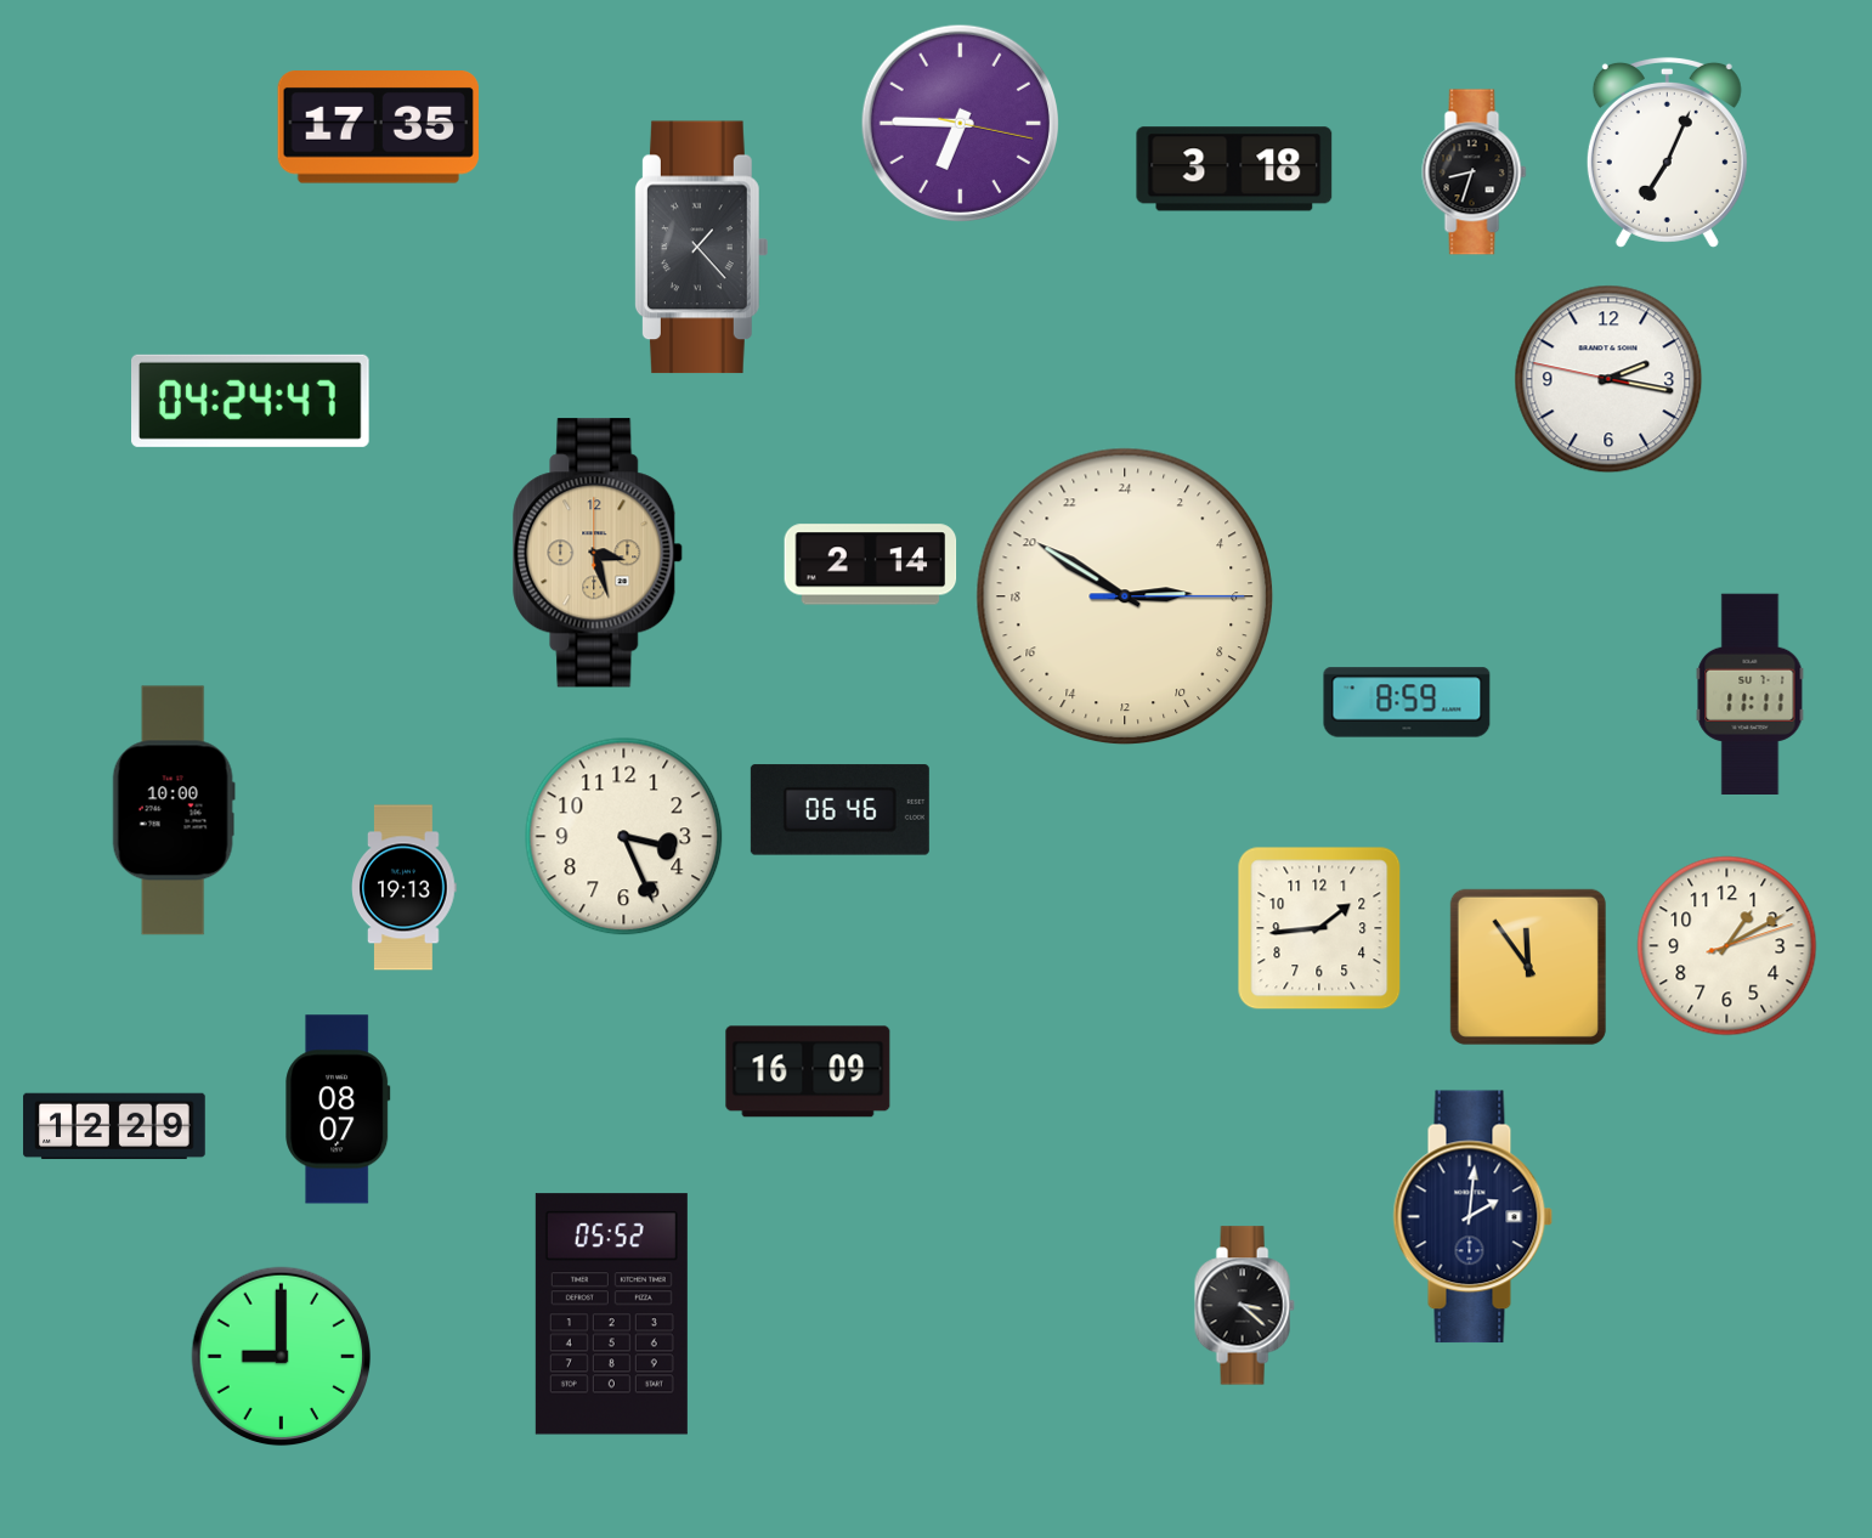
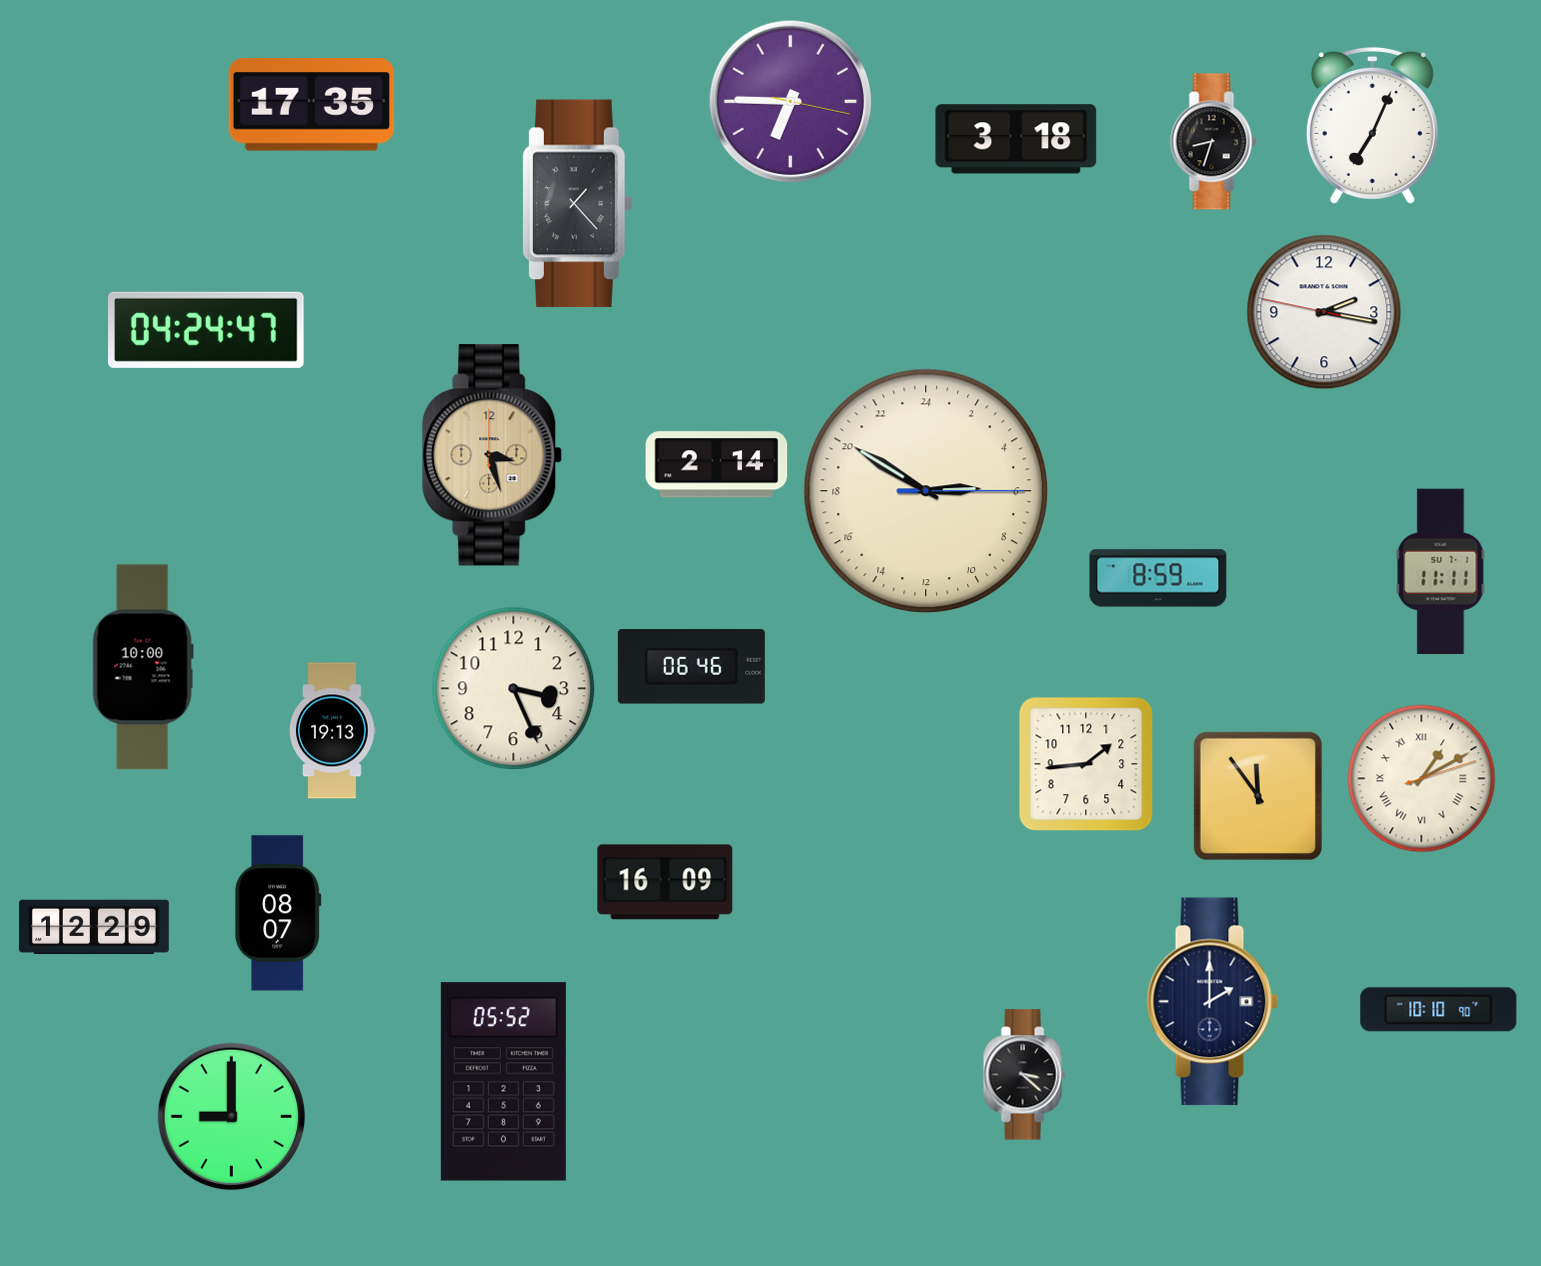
clock at (1727, 946) numerals: Arabic -> Roman
clock at (1474, 1217): 2:01 -> 2:00
clock at (1439, 1010): none -> 10:10
